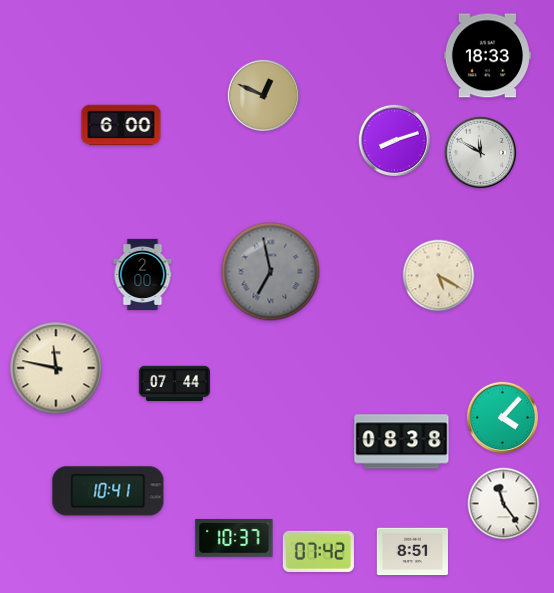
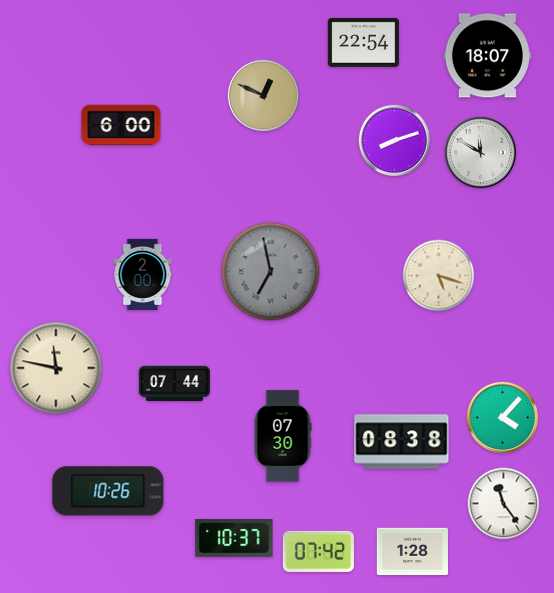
clock at (363, 42): none -> 22:54
clock at (487, 56): 18:33 -> 18:07
clock at (439, 276): 5:20 -> 5:18
clock at (283, 436): none -> 07:30
clock at (108, 491): 10:41 -> 10:26
clock at (412, 552): 8:51 -> 1:28
